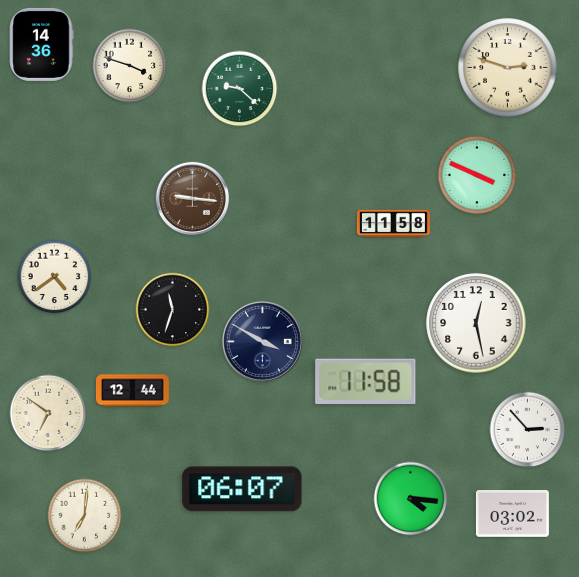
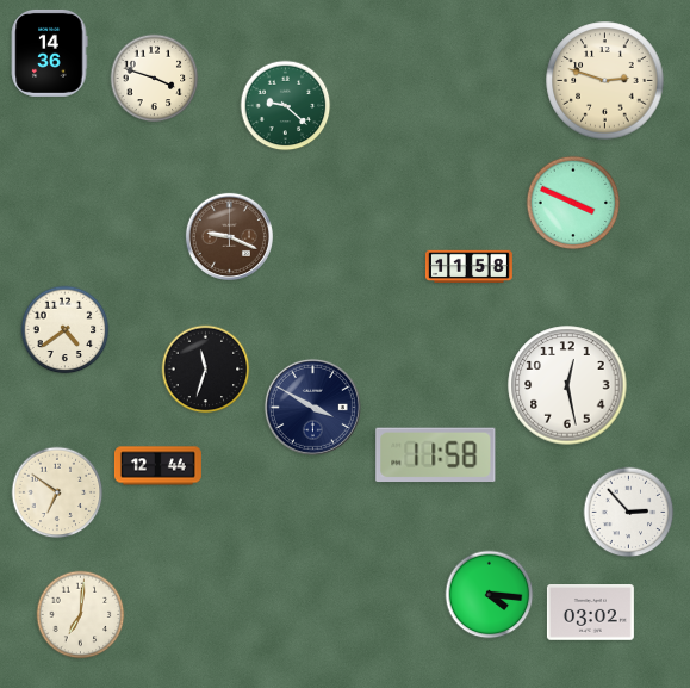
clock at (477, 175) position: (477, 175) -> (573, 203)
clock at (192, 198): 9:16 -> 9:19
clock at (242, 489): 06:07 -> none
clock at (512, 514) position: (512, 514) -> (590, 613)
clock at (85, 516) position: (85, 516) -> (81, 615)
